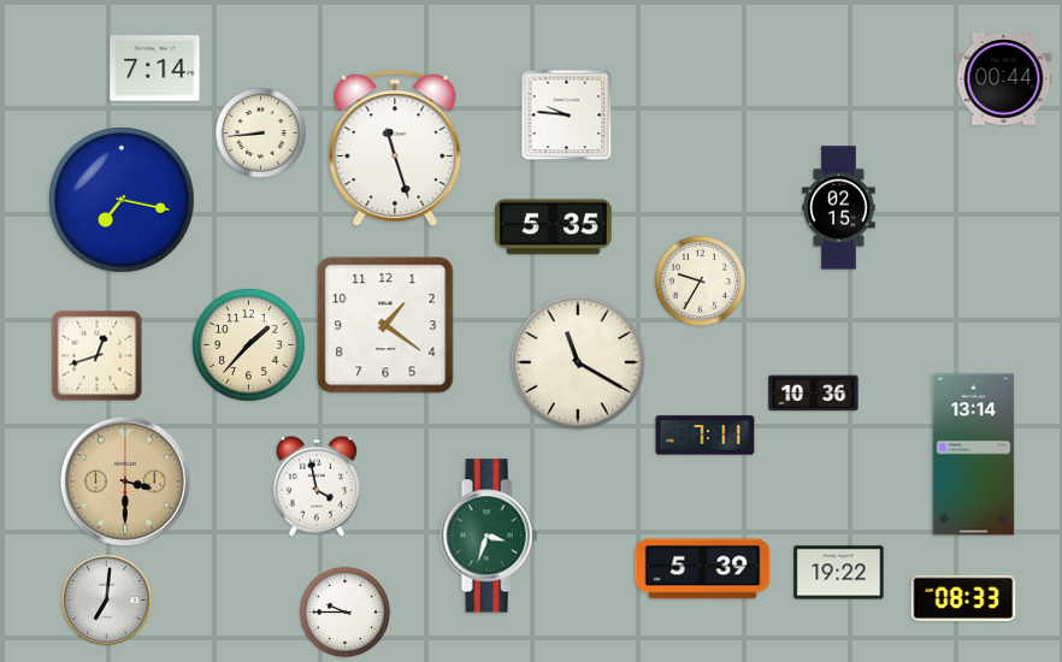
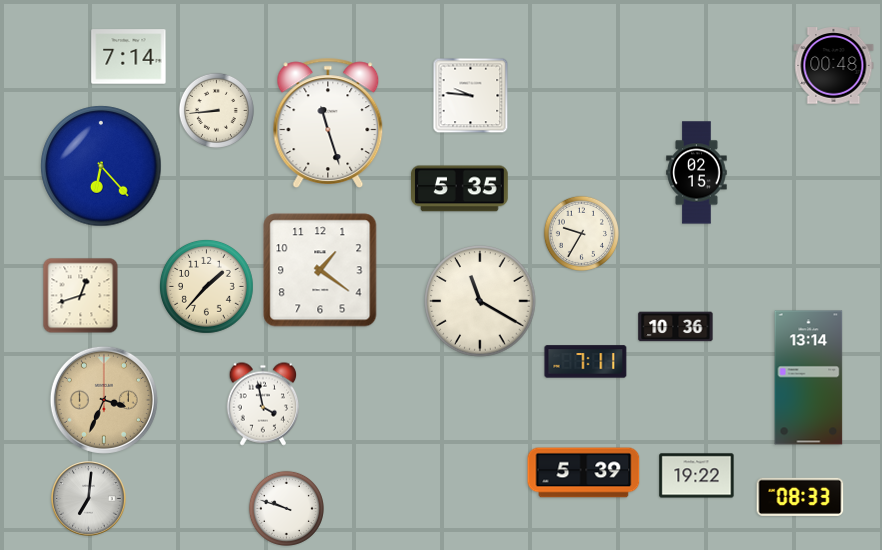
clock at (1004, 79): 00:44 -> 00:48
clock at (122, 200): 7:17 -> 6:23
clock at (125, 481): 3:30 -> 3:34
clock at (489, 536): 3:33 -> none
clock at (344, 611): 9:45 -> 9:48
